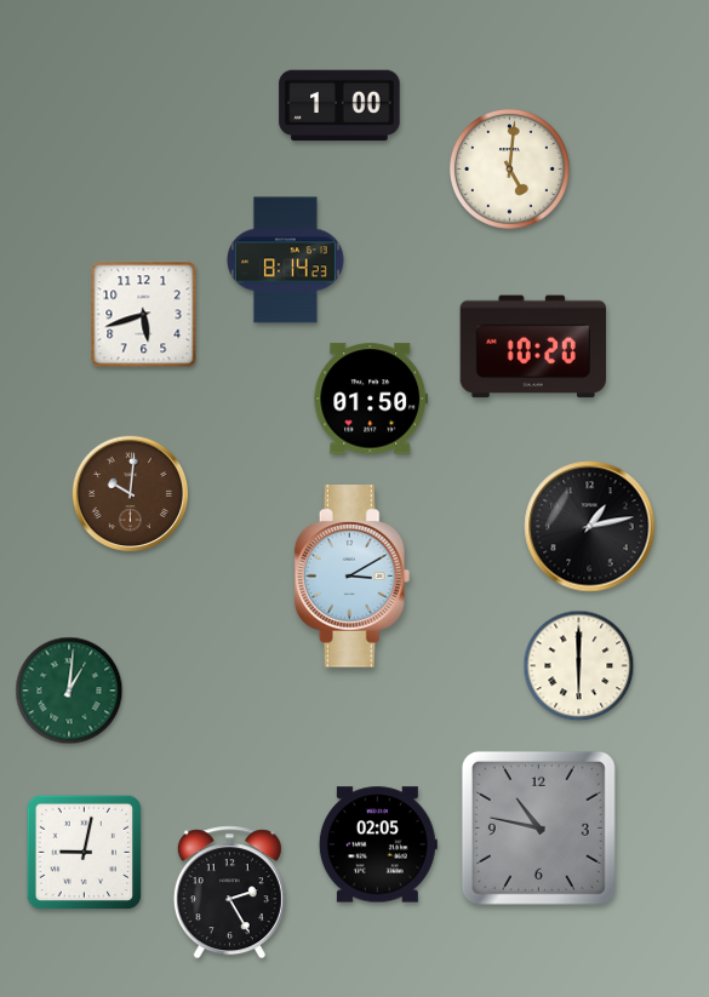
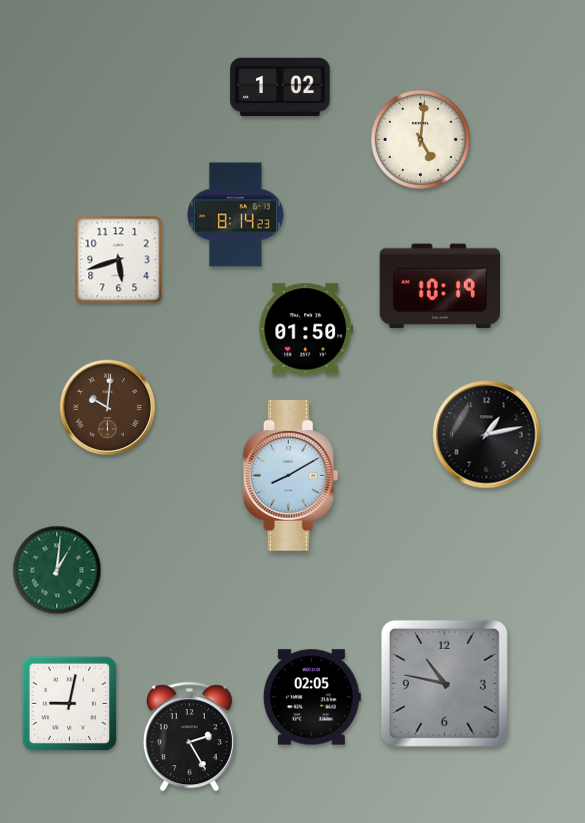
clock at (339, 105): 1:00 -> 1:02
clock at (532, 346): 10:20 -> 10:19
clock at (353, 577): 3:10 -> 8:10
clock at (579, 666): 6:00 -> none
